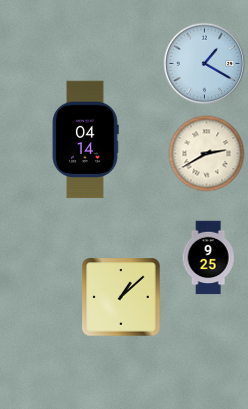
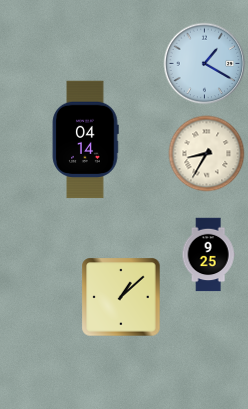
clock at (207, 154): 2:40 -> 8:35
clock at (208, 258) position: (208, 258) -> (208, 255)
